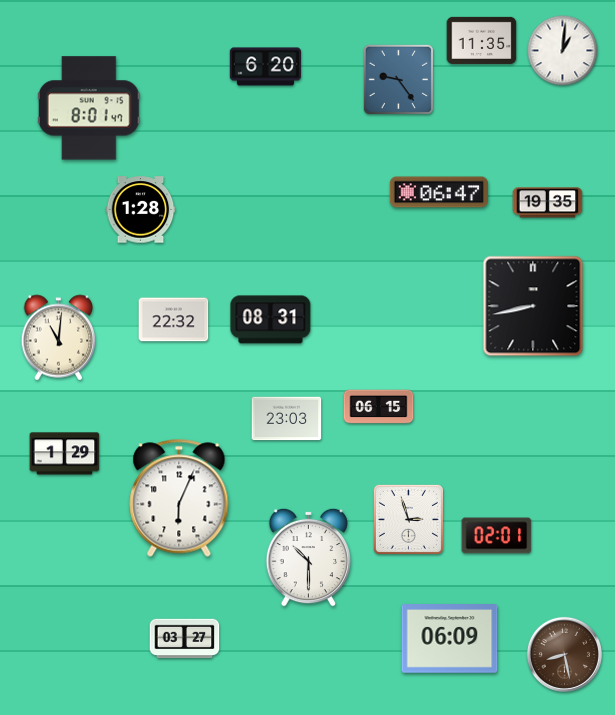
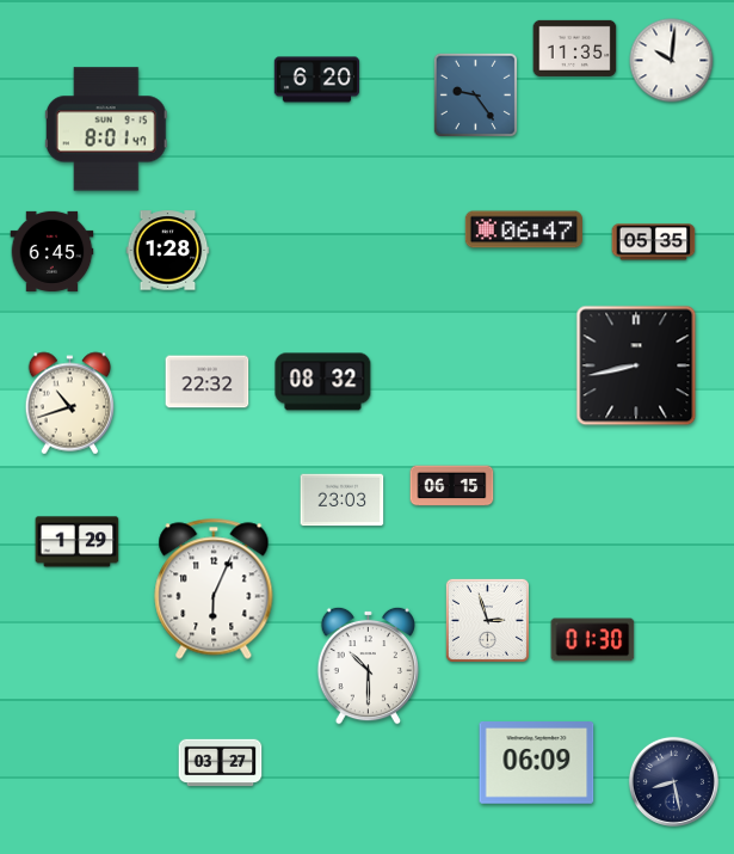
clock at (563, 51): 1:01 -> 10:01
clock at (548, 203): 19:35 -> 05:35
clock at (53, 251): none -> 6:45
clock at (271, 320): 08:31 -> 08:32
clock at (59, 338): 11:01 -> 10:42
clock at (179, 498) position: (179, 498) -> (214, 589)
clock at (497, 536): 02:01 -> 01:30
clock at (564, 654) dial: brown -> navy
